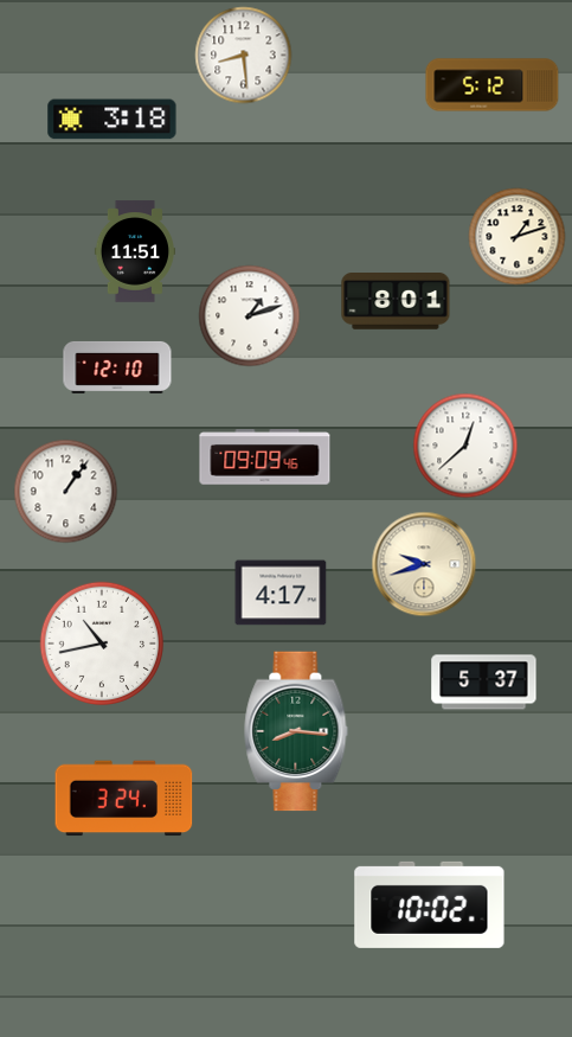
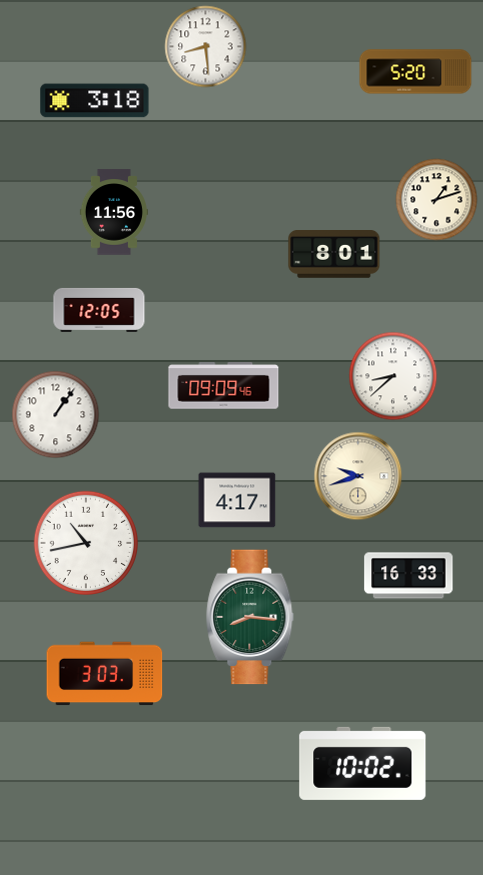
clock at (493, 85): 5:12 -> 5:20
clock at (134, 251): 11:51 -> 11:56
clock at (250, 316): 1:12 -> none
clock at (117, 367): 12:10 -> 12:05
clock at (465, 446): 12:38 -> 8:38
clock at (484, 683): 5:37 -> 16:33
clock at (124, 799): 3:24 -> 3:03
